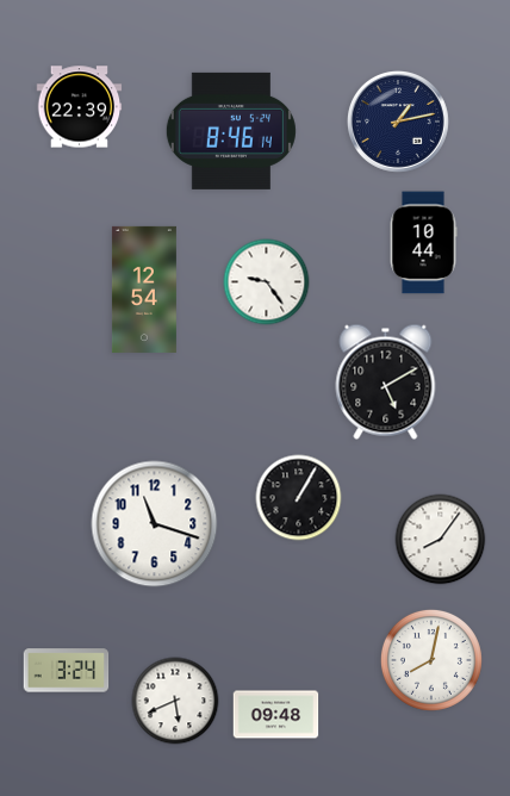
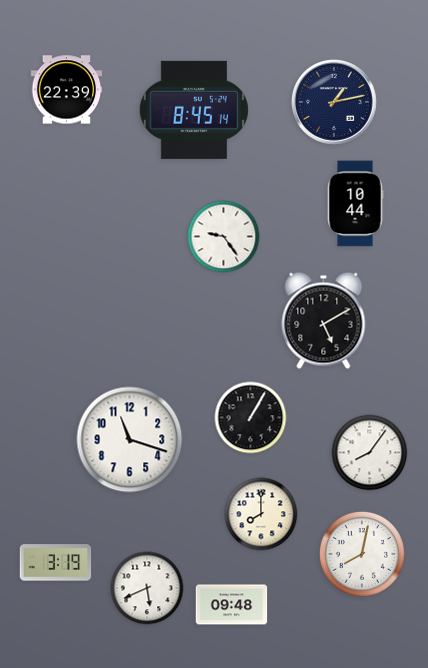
clock at (231, 131): 8:46 -> 8:45
clock at (144, 290): 12:54 -> none
clock at (261, 514): none -> 8:00
clock at (67, 671): 3:24 -> 3:19
clock at (276, 715) position: (276, 715) -> (232, 605)
